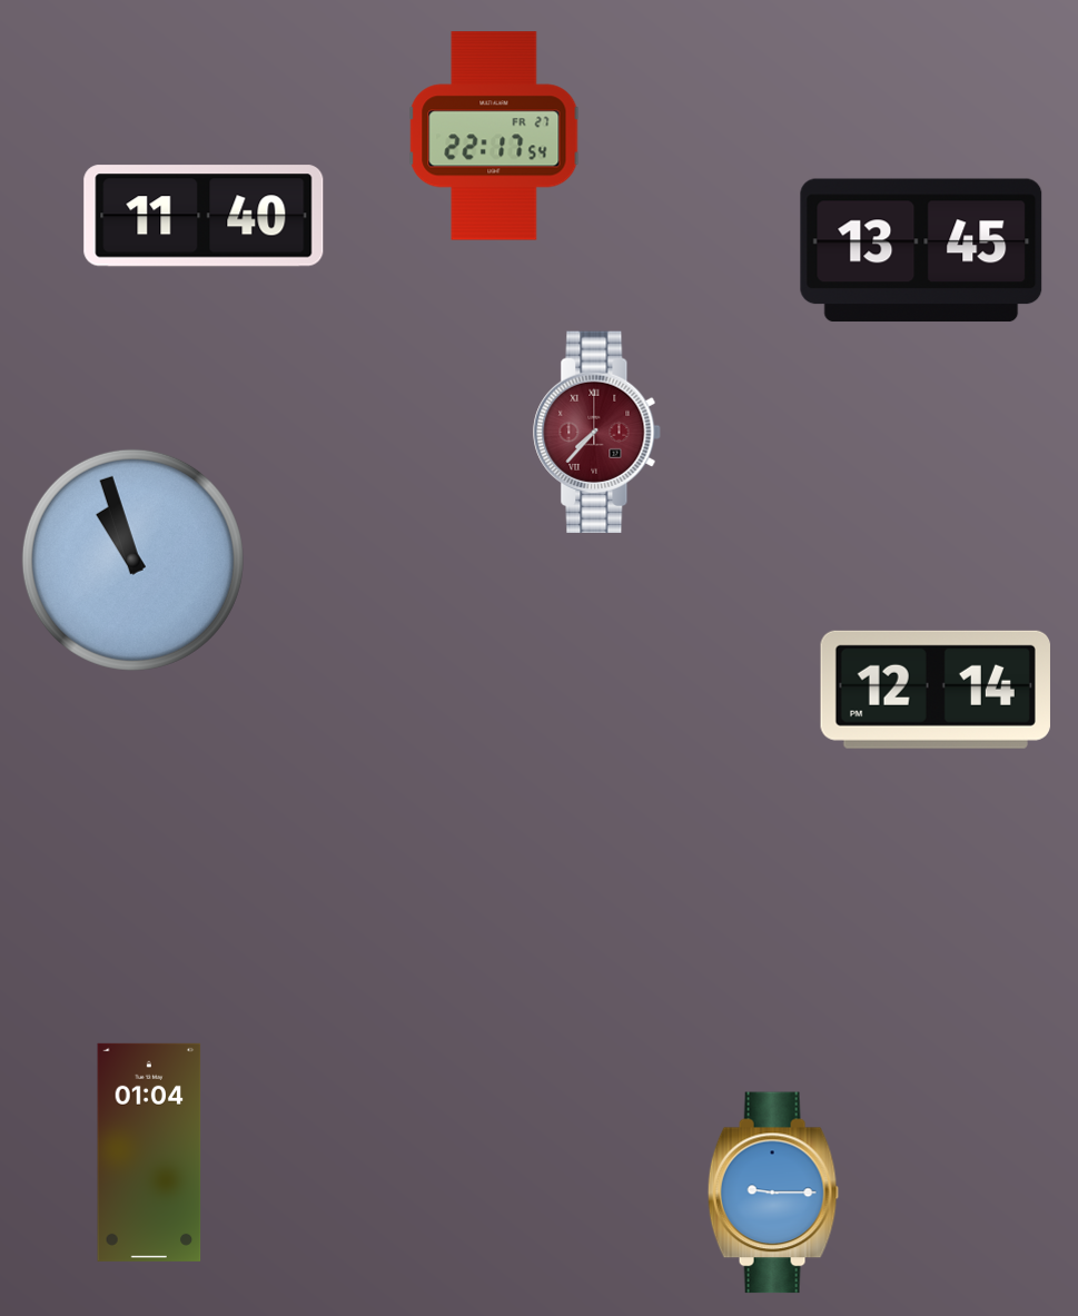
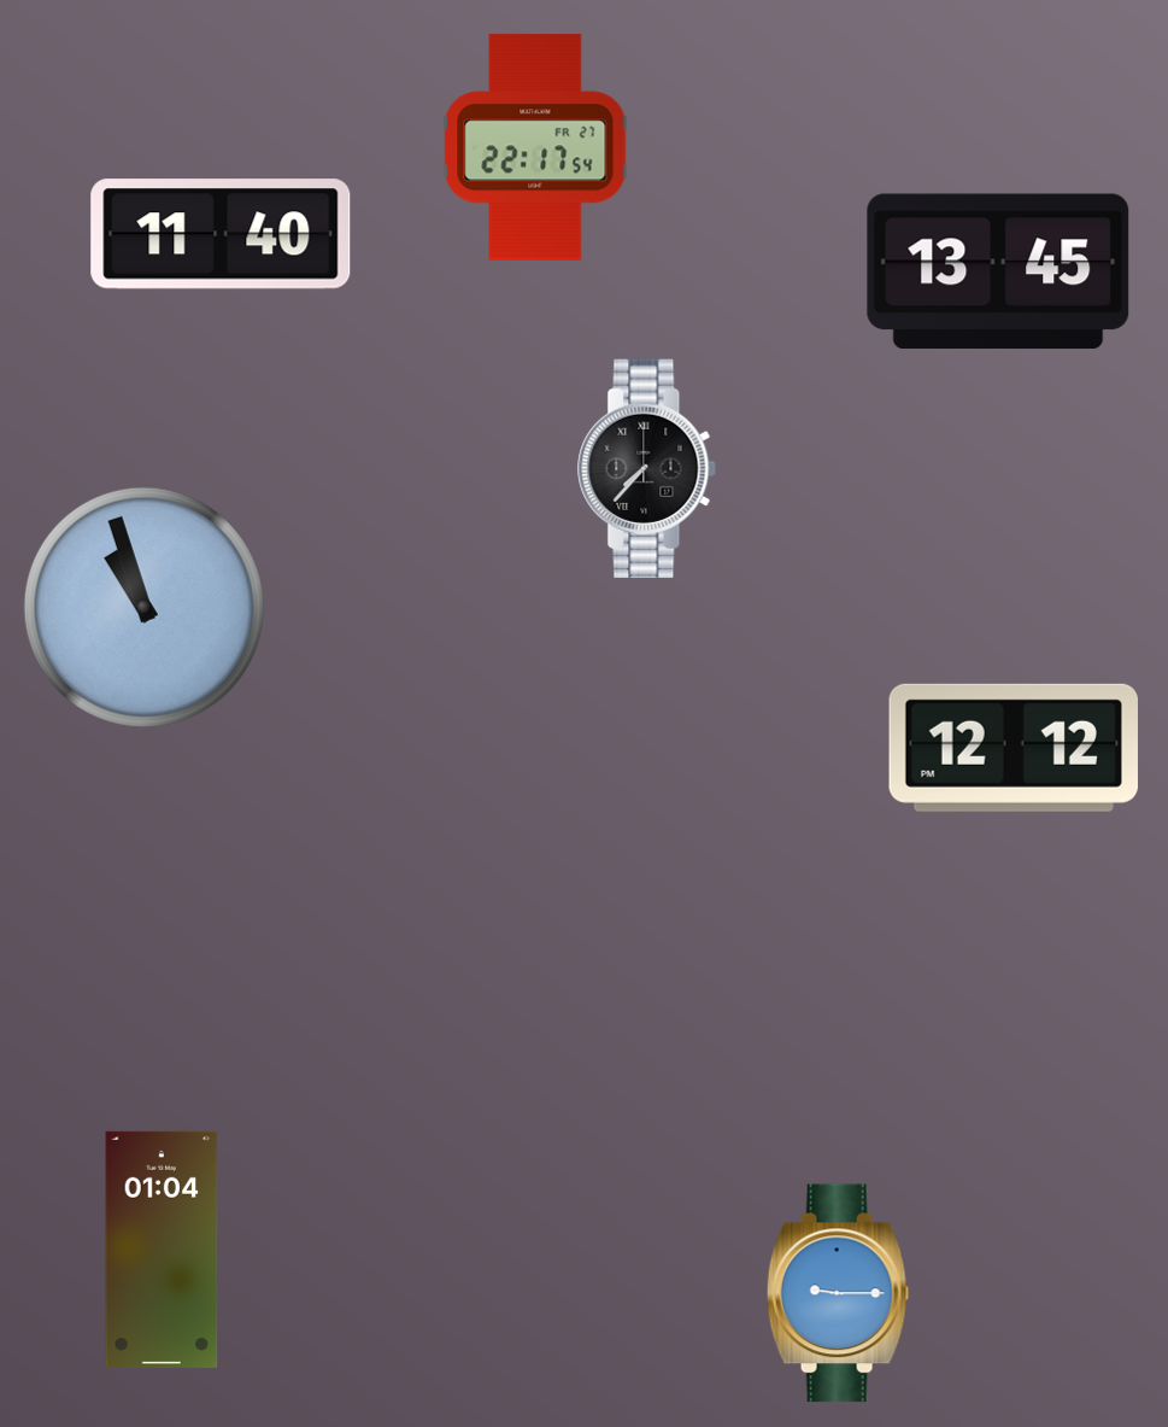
clock at (597, 433) dial: burgundy -> black
clock at (936, 690): 12:14 -> 12:12
